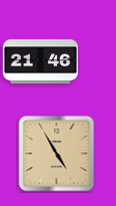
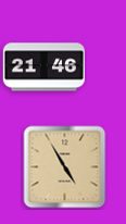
clock at (57, 154) position: (57, 154) -> (65, 167)
